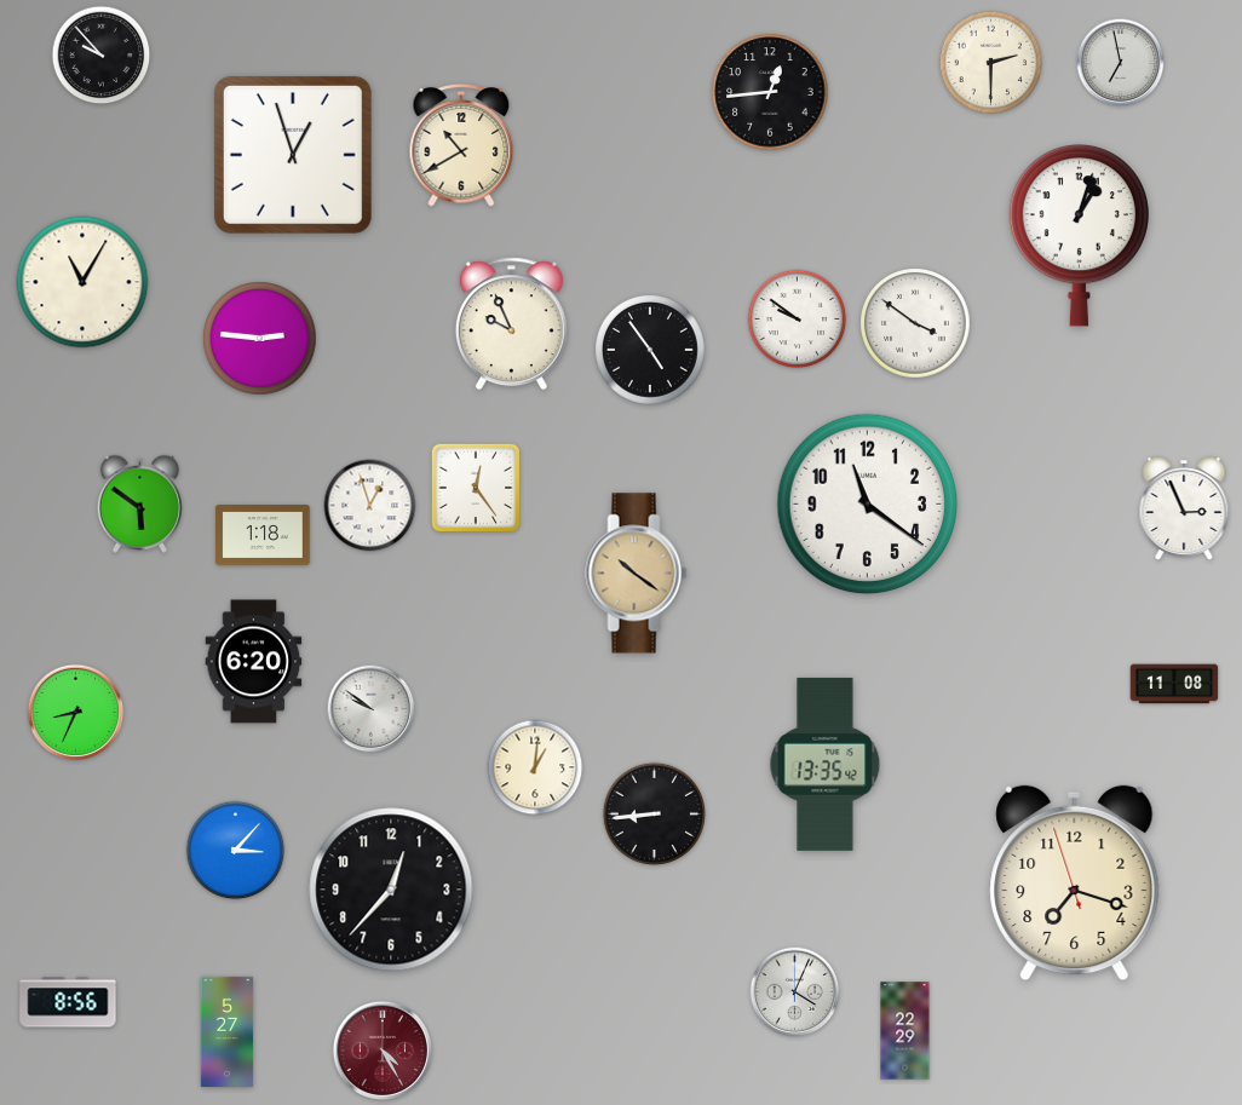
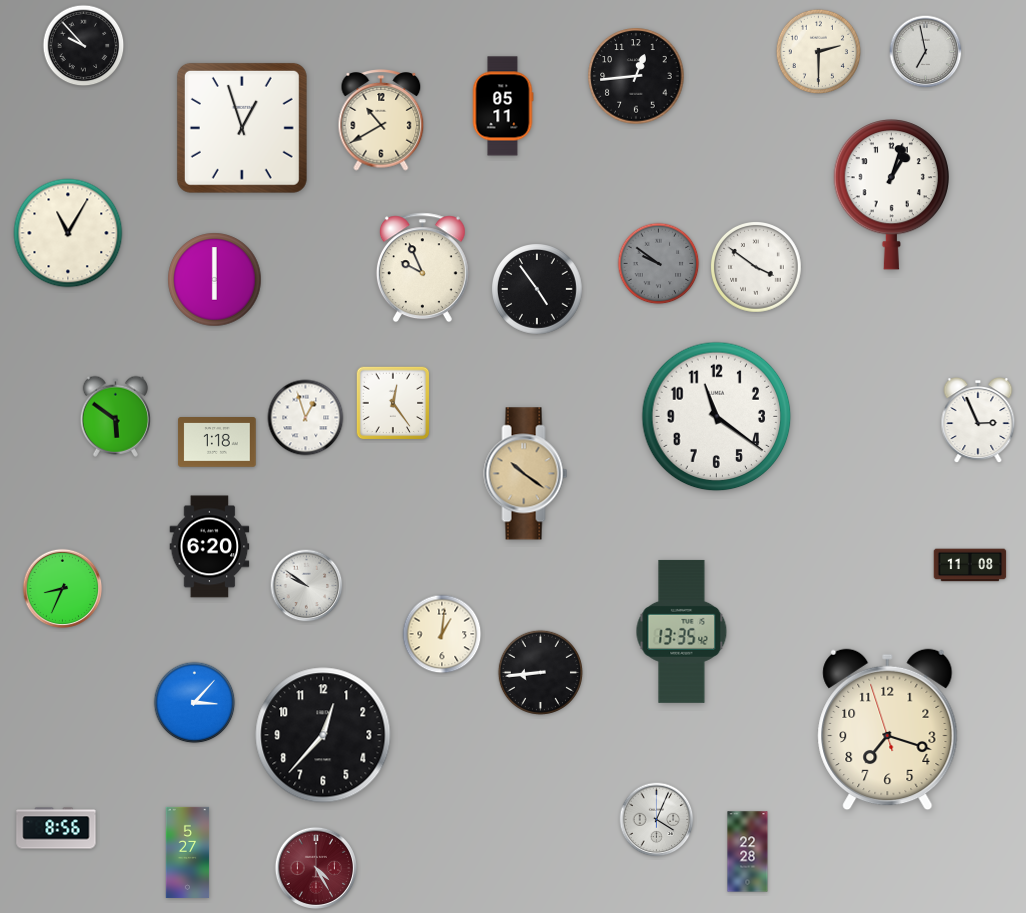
clock at (503, 106): none -> 05:11
clock at (798, 320) dial: white -> grey
clock at (260, 339): 2:46 -> 6:00
clock at (905, 1031): 22:29 -> 22:28
